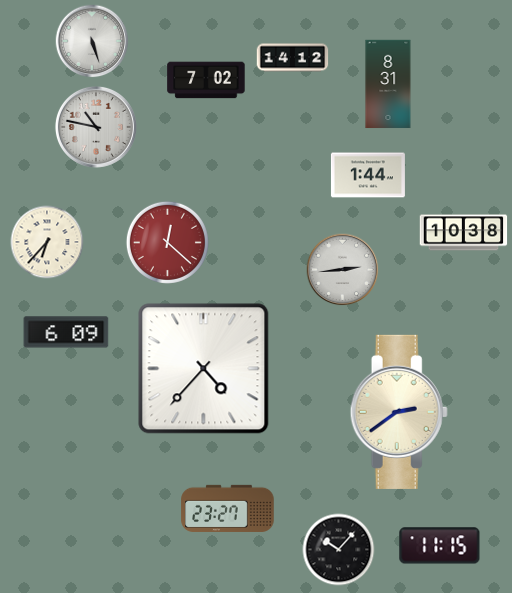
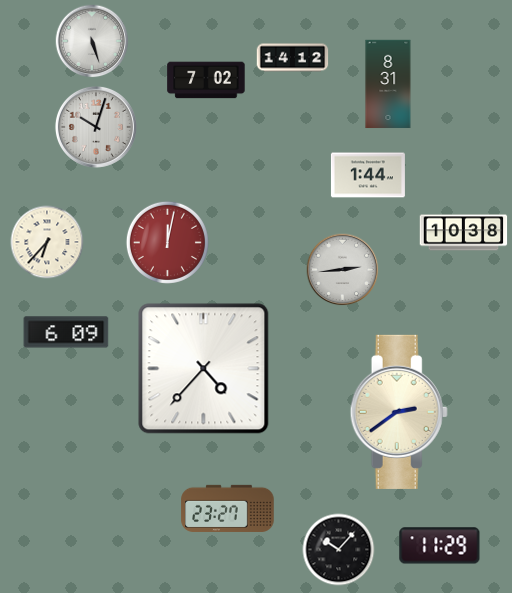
clock at (96, 127): 10:47 -> 10:03
clock at (167, 242): 12:22 -> 12:02
clock at (440, 546): 11:15 -> 11:29
